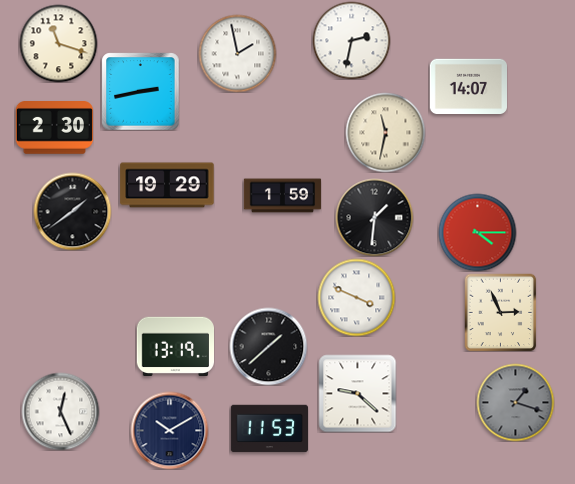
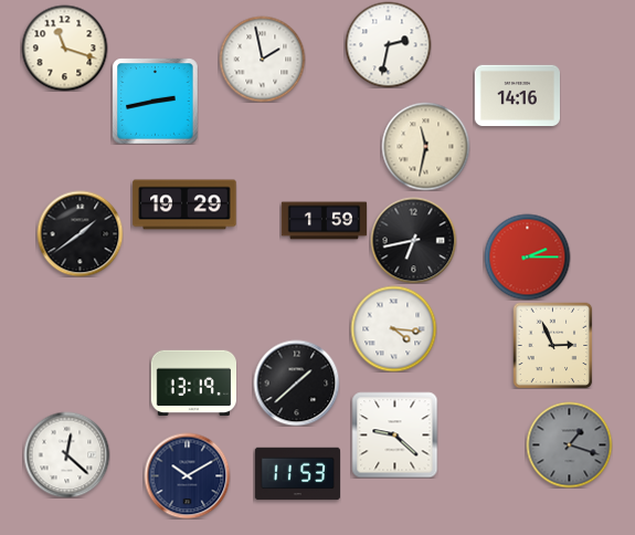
clock at (468, 86): 14:07 -> 14:16
clock at (54, 128): 2:30 -> none
clock at (282, 196) position: (282, 196) -> (324, 221)
clock at (374, 217): 1:31 -> 6:43
clock at (477, 232): 4:15 -> 2:15
clock at (356, 297): 3:49 -> 4:16
clock at (60, 411): 12:26 -> 12:22
